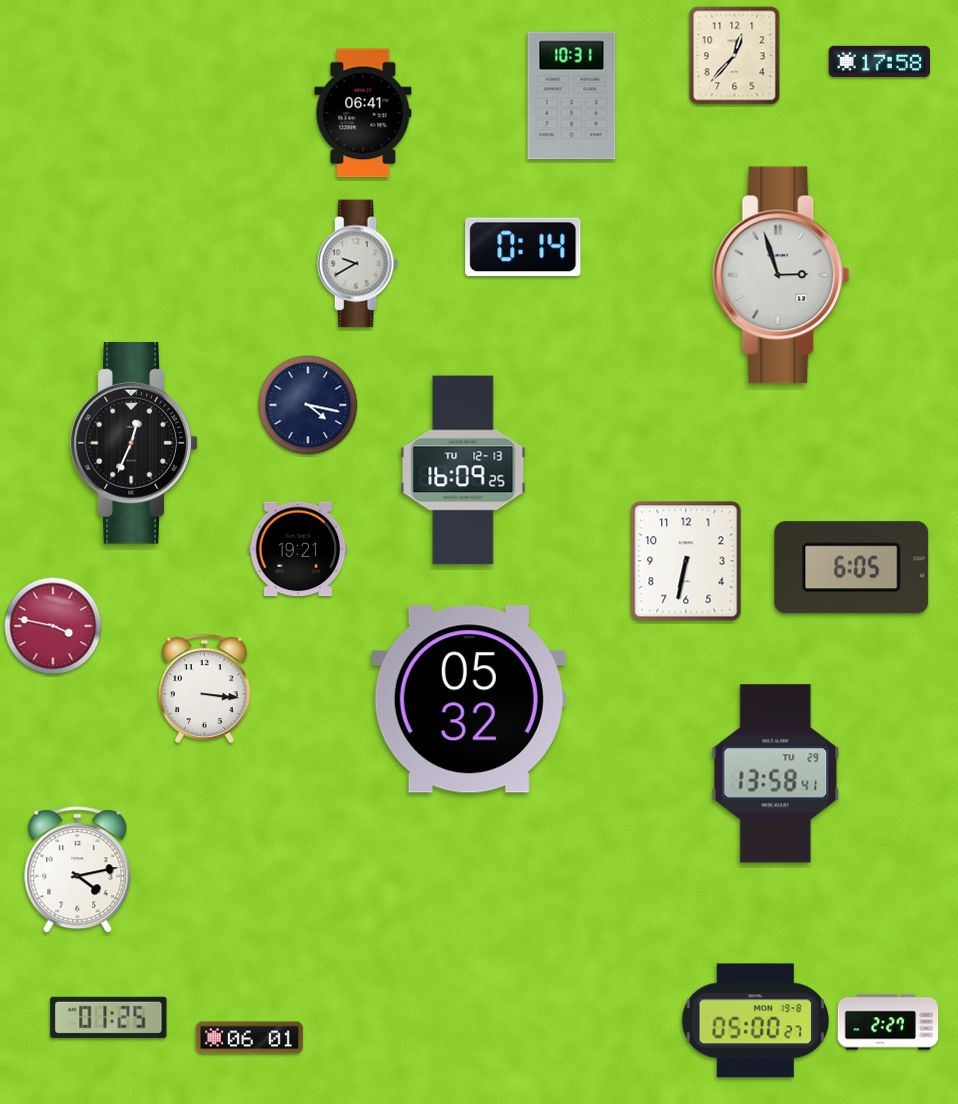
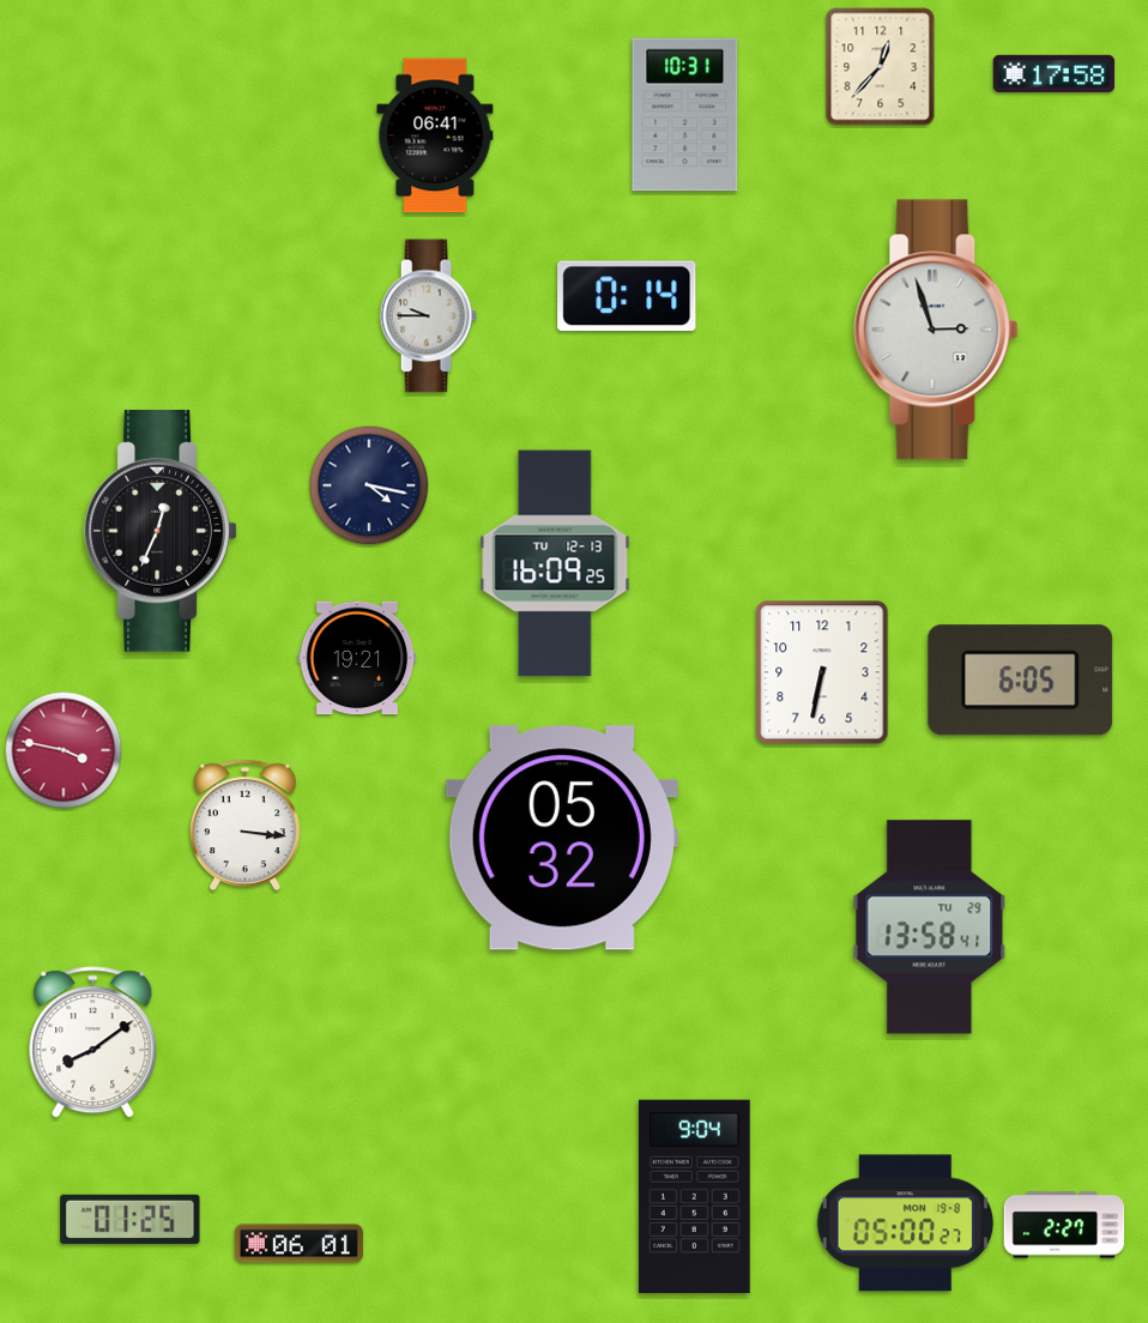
clock at (357, 264): 9:40 -> 9:45
clock at (78, 870): 4:13 -> 8:09
clock at (694, 1196): none -> 9:04
